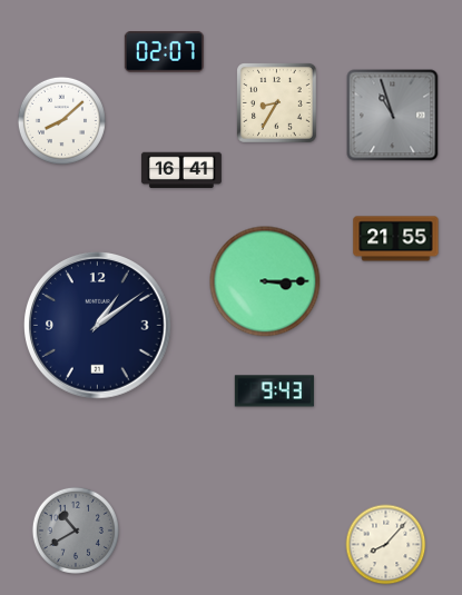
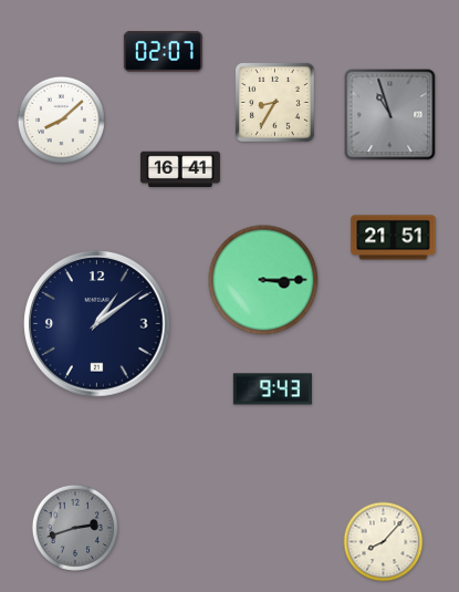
clock at (396, 239): 21:55 -> 21:51
clock at (76, 530): 10:40 -> 2:42
